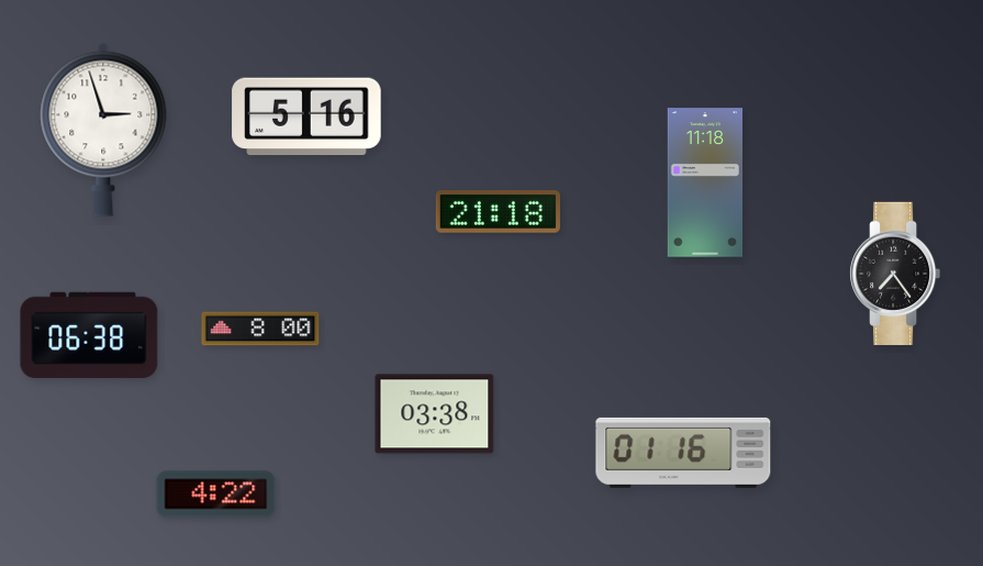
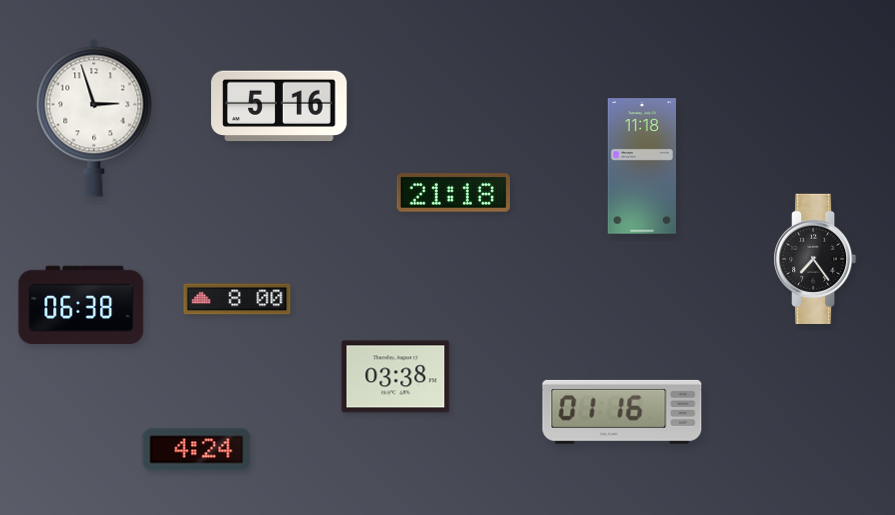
clock at (895, 274) position: (895, 274) -> (815, 259)
clock at (216, 495): 4:22 -> 4:24
